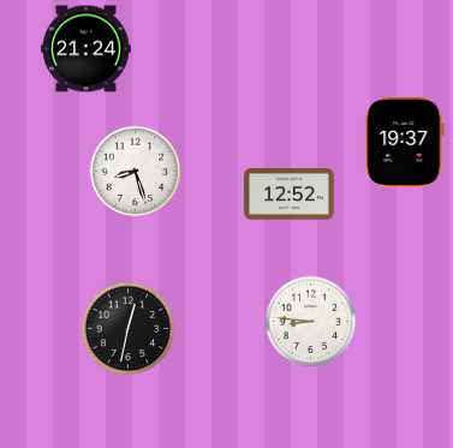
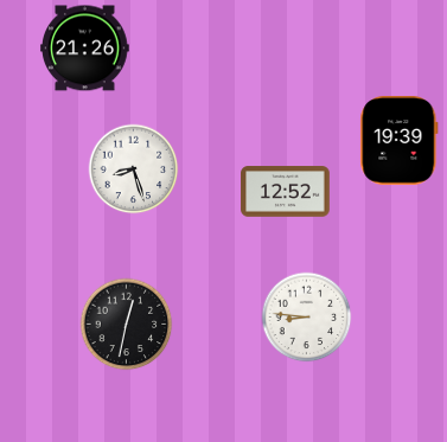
clock at (87, 49): 21:24 -> 21:26
clock at (405, 143): 19:37 -> 19:39
